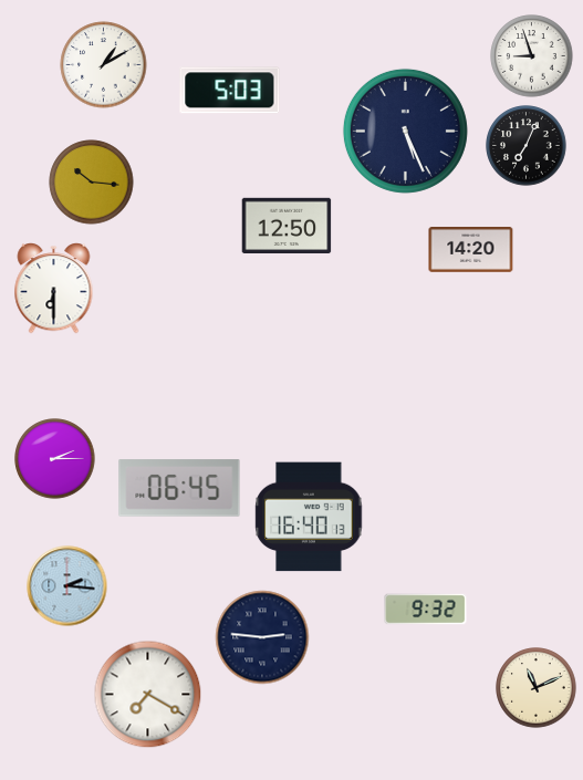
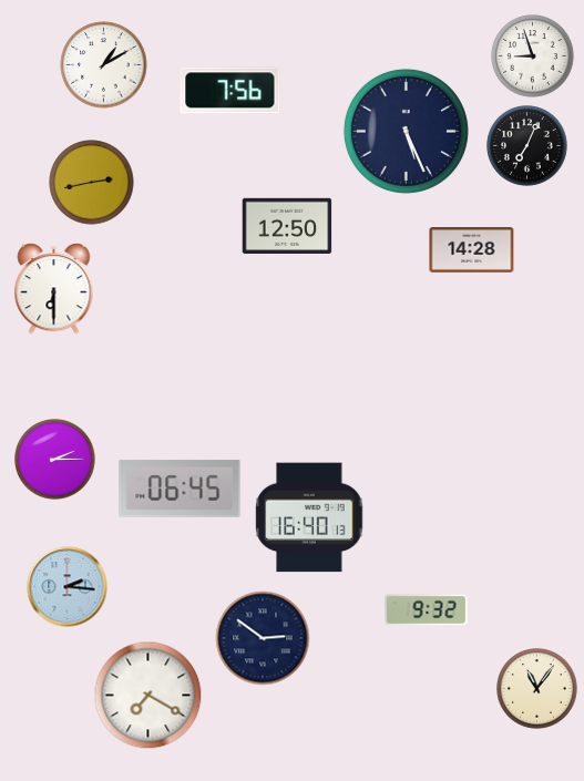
clock at (230, 91): 5:03 -> 7:56
clock at (92, 183): 10:16 -> 2:43
clock at (471, 250): 14:20 -> 14:28
clock at (262, 637): 2:46 -> 2:51
clock at (537, 688): 11:11 -> 11:06
